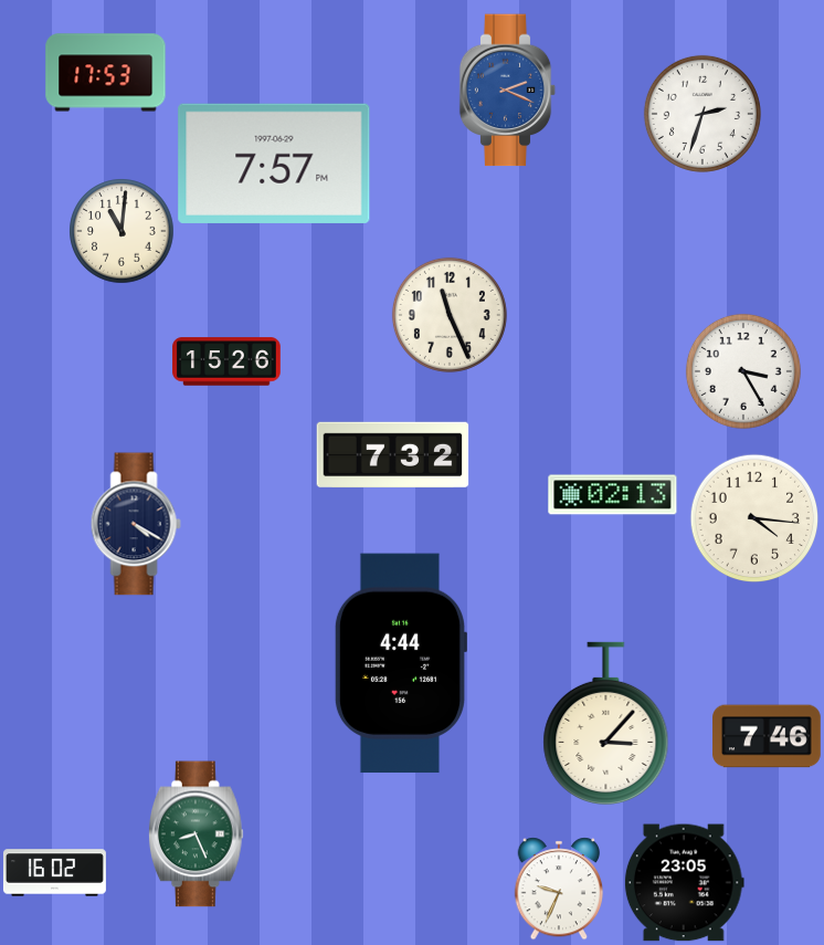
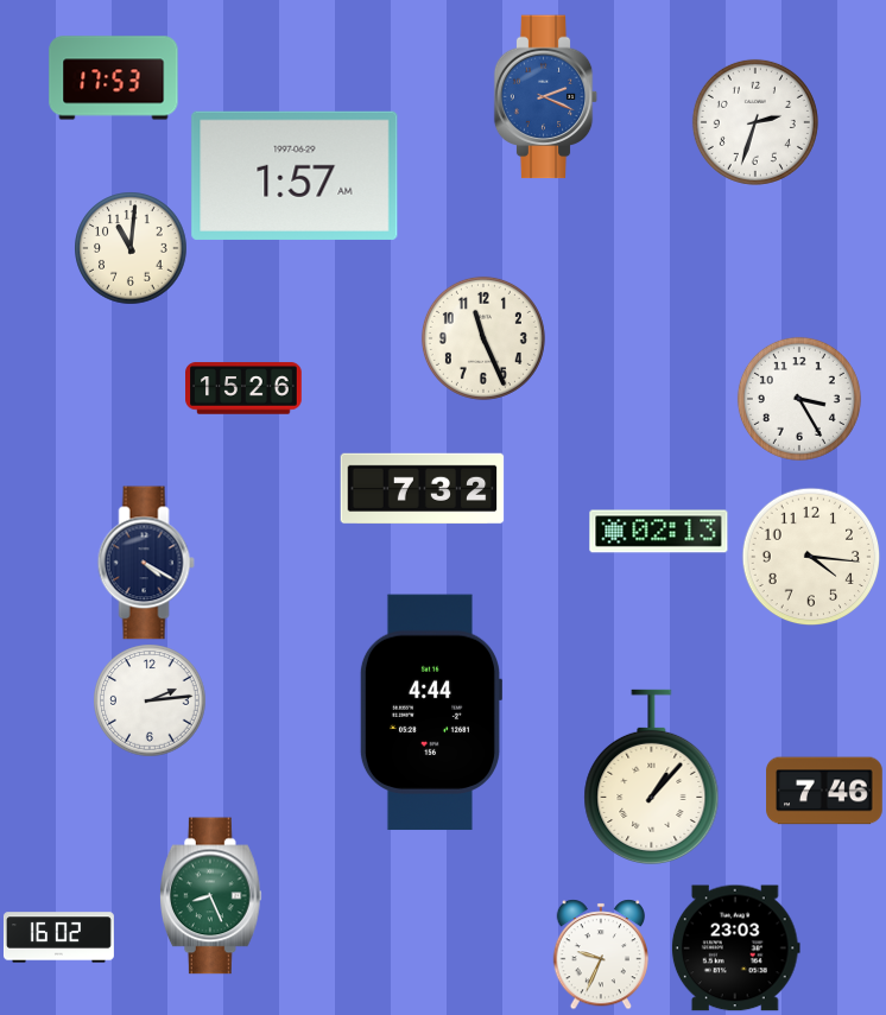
clock at (274, 164): 7:57 -> 1:57
clock at (150, 700): none -> 2:14
clock at (606, 724): 3:07 -> 1:07
clock at (684, 883): 23:05 -> 23:03
